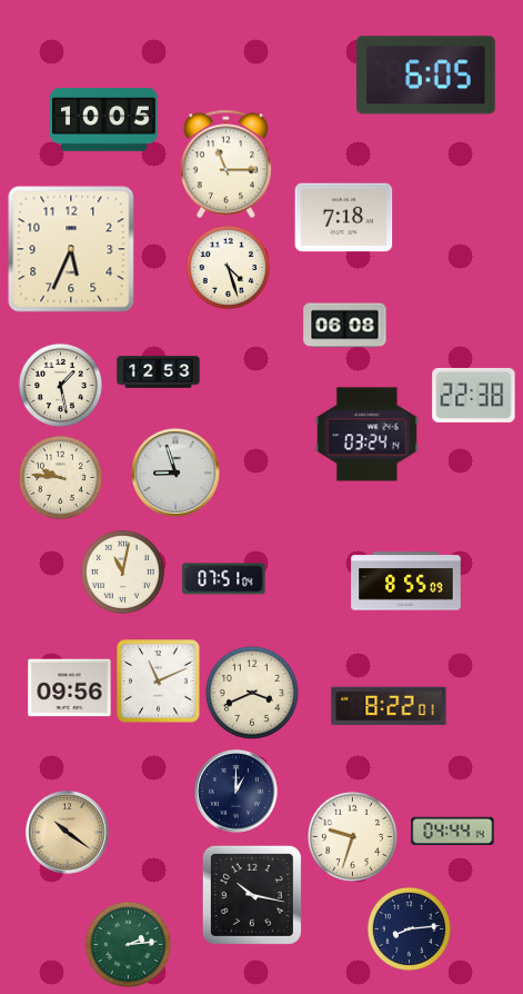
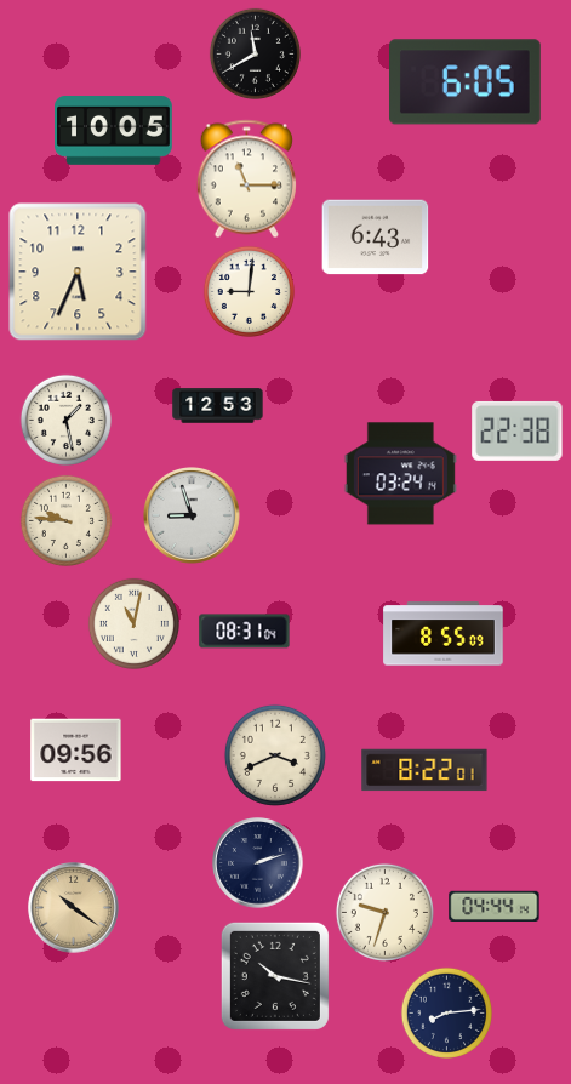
clock at (255, 53): none -> 11:40
clock at (344, 218): 7:18 -> 6:43
clock at (228, 267): 4:27 -> 9:01
clock at (345, 326): 06:08 -> none
clock at (159, 372) position: (159, 372) -> (218, 406)
clock at (224, 579): 07:51 -> 08:31
clock at (159, 682): 11:11 -> none
clock at (237, 792): 1:00 -> 2:12
clock at (128, 944): 2:14 -> none
